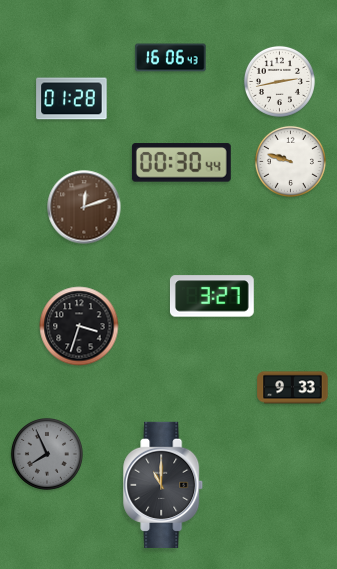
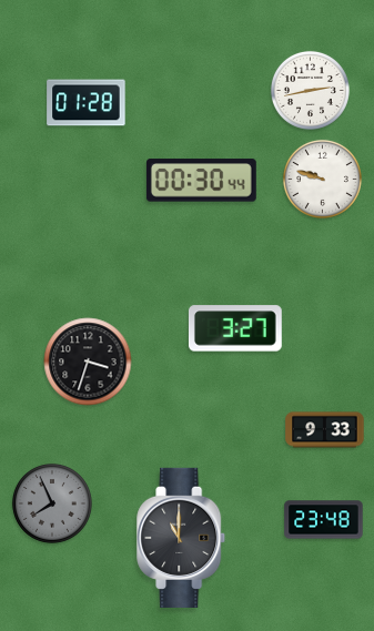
clock at (171, 58): 16:06 -> none
clock at (72, 99) position: (72, 99) -> (87, 103)
clock at (84, 207): 12:12 -> none
clock at (324, 520): none -> 23:48
